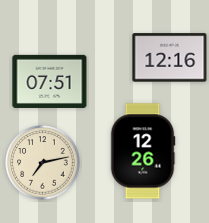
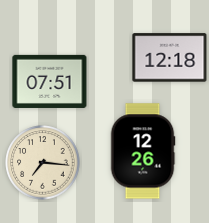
clock at (170, 58): 12:16 -> 12:18
clock at (43, 163): 7:13 -> 7:16
